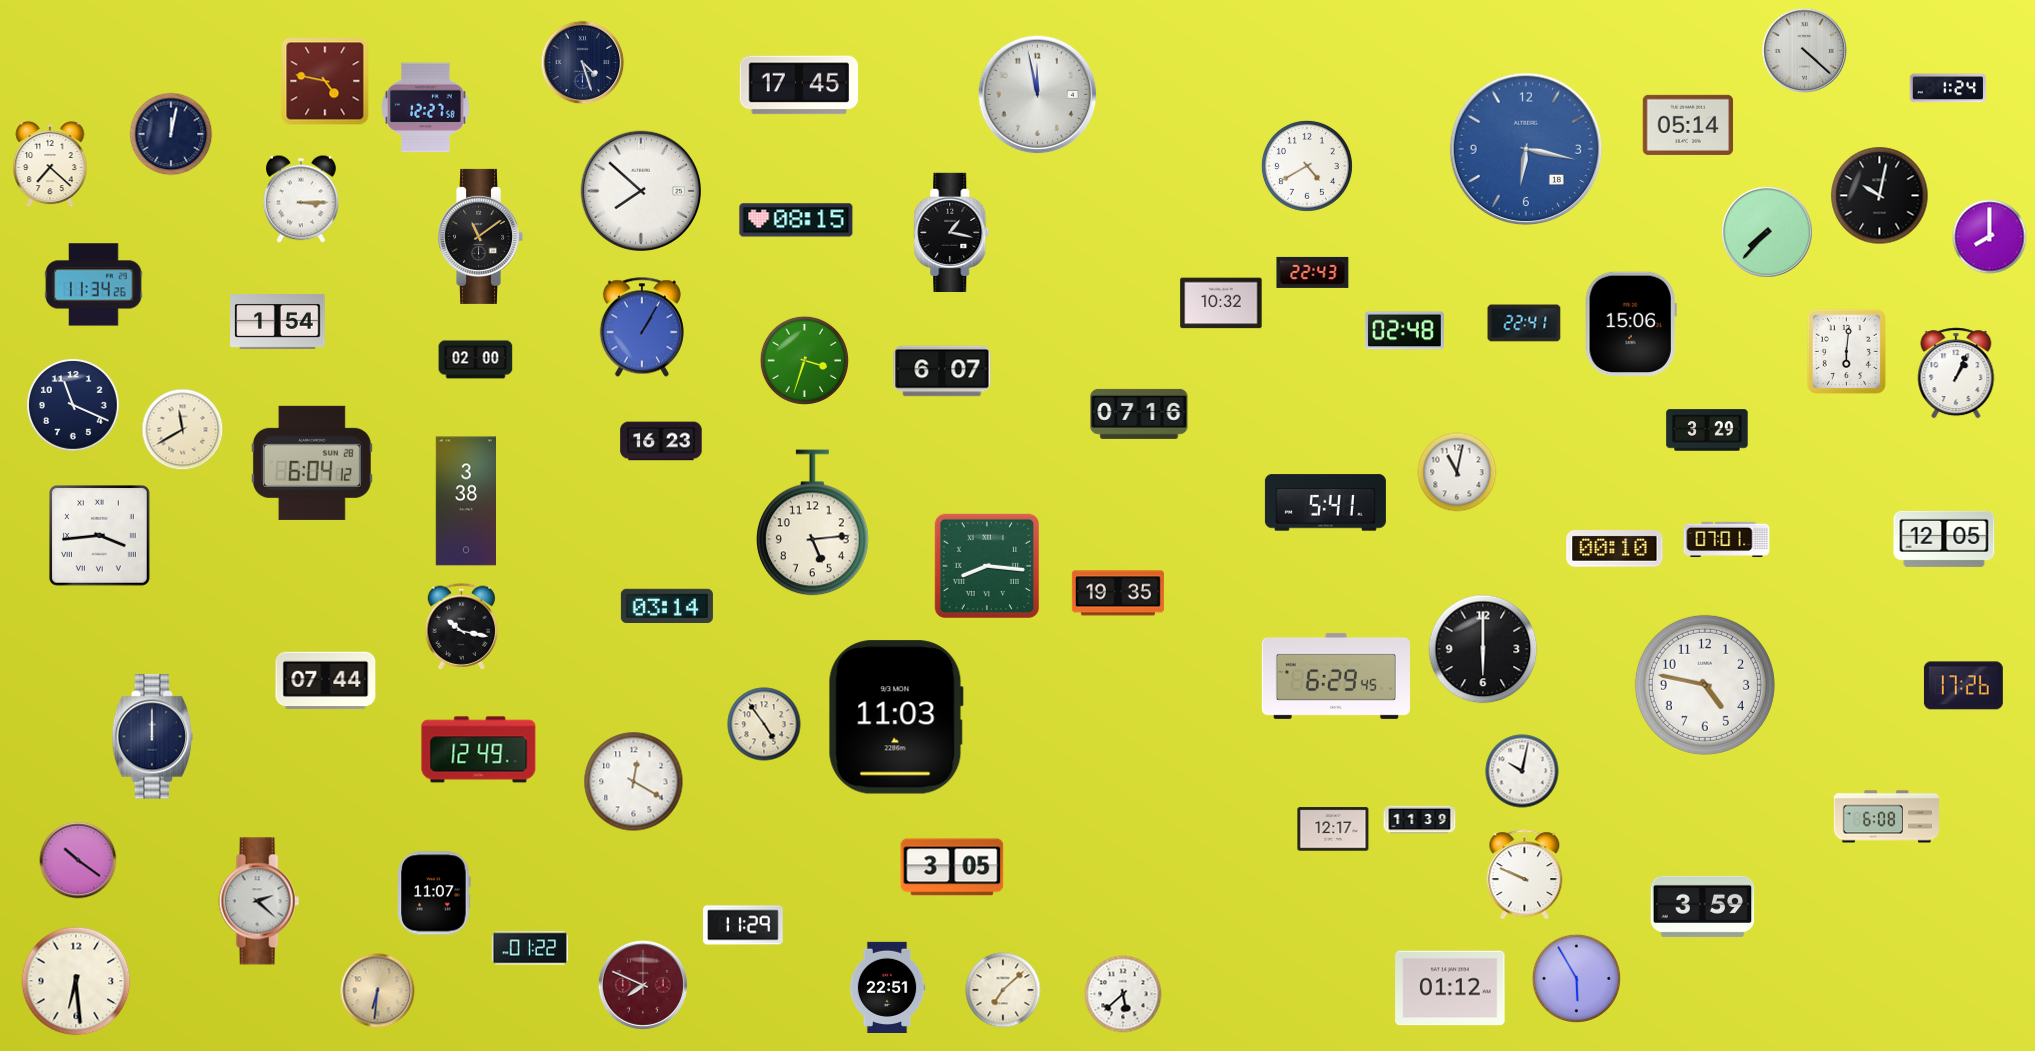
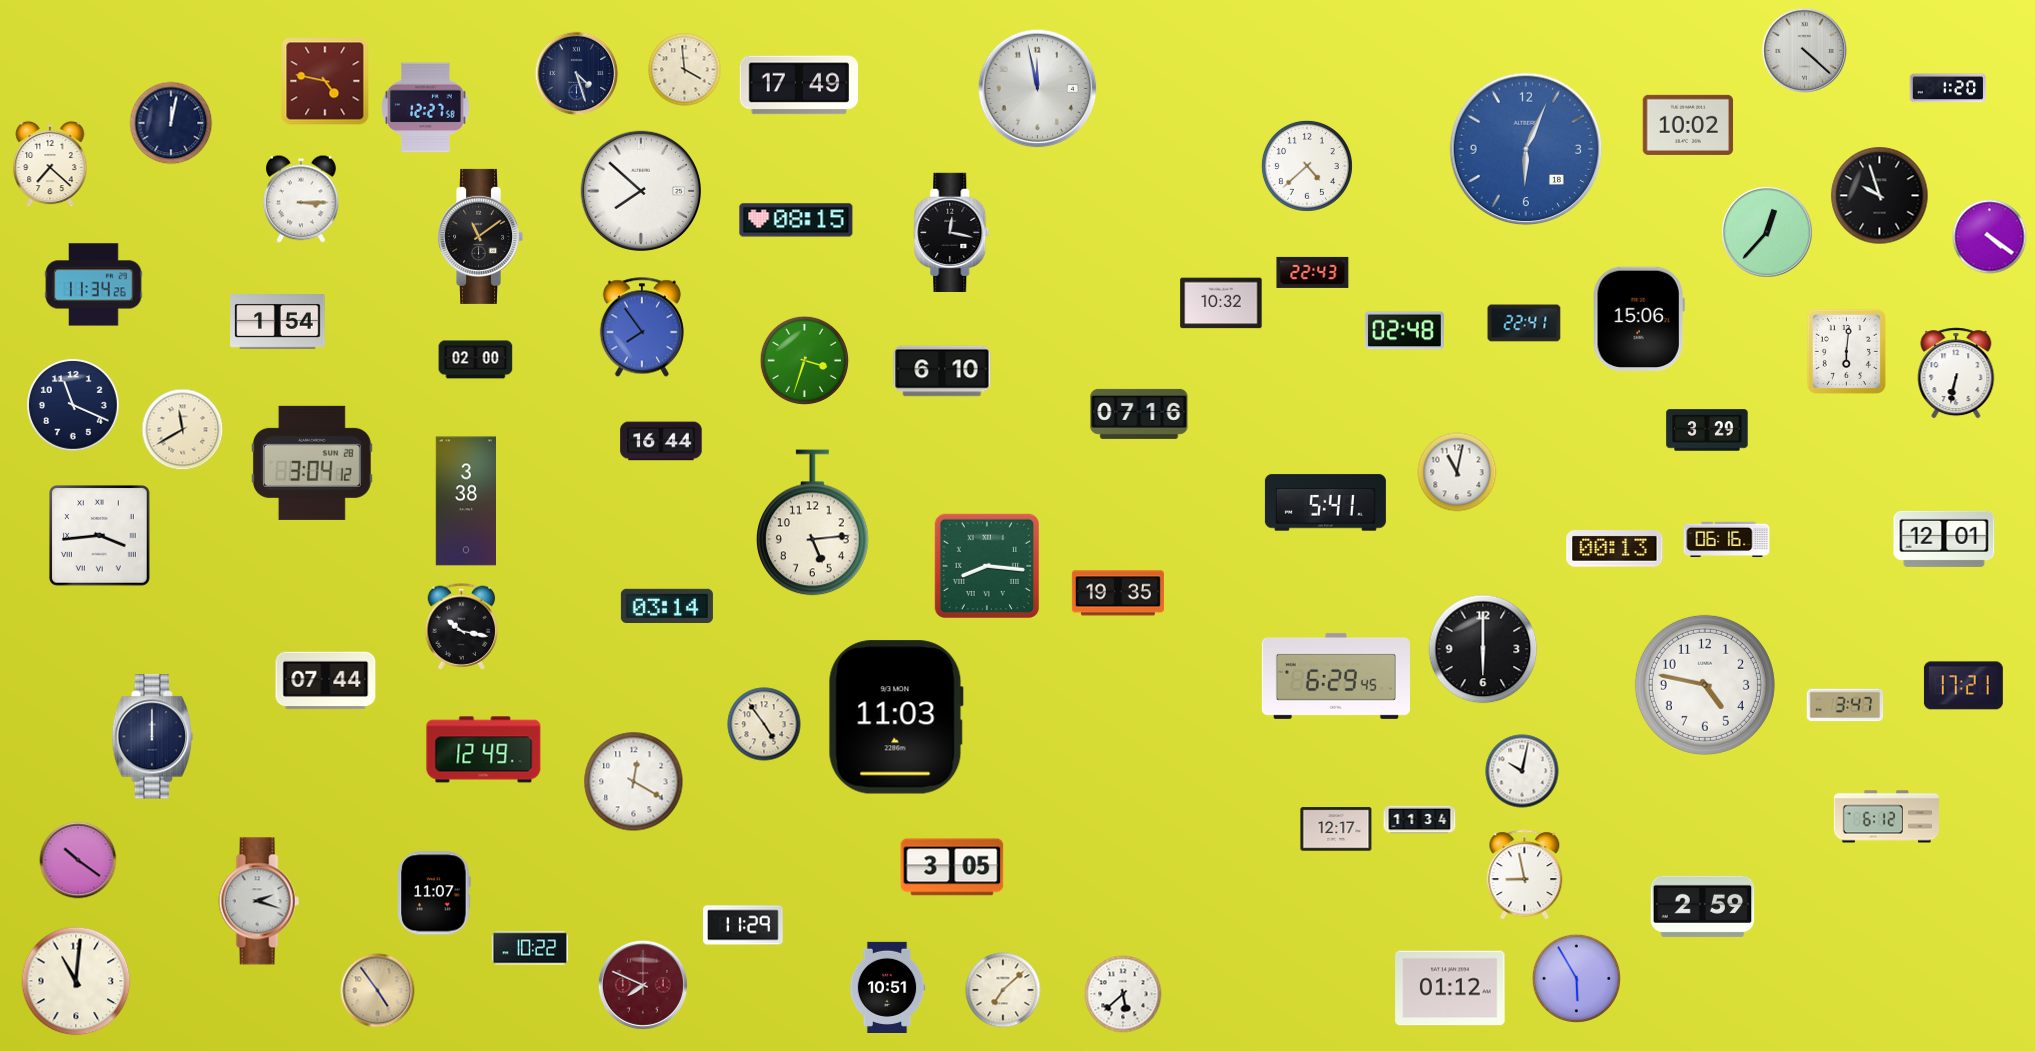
clock at (583, 63) position: (583, 63) -> (577, 74)
clock at (685, 70): none -> 3:59
clock at (799, 85): 17:45 -> 17:49
clock at (1948, 88): 1:24 -> 1:20
clock at (1038, 95) position: (1038, 95) -> (1038, 89)
clock at (1688, 125): 05:14 -> 10:02
clock at (171, 134) position: (171, 134) -> (171, 123)
clock at (1526, 149): 6:17 -> 6:04
clock at (1307, 166): 4:40 -> 4:38
clock at (1880, 196): 10:02 -> 9:57
clock at (952, 232): 1:17 -> 12:17
clock at (1767, 232): 7:37 -> 12:37
clock at (1990, 237): 8:00 -> 4:21
clock at (1631, 324) position: (1631, 324) -> (1639, 319)
clock at (642, 327): 1:05 -> 7:54
clock at (942, 371): 6:07 -> 6:10
clock at (1956, 373): 1:04 -> 6:32
clock at (661, 441): 16:23 -> 16:44
clock at (312, 463): 6:04 -> 3:04
clock at (1944, 539): 12:05 -> 12:01
clock at (1727, 540): 07:01 -> 06:16
clock at (1615, 549): 00:10 -> 00:13
clock at (1963, 686): 17:26 -> 17:21
clock at (1845, 705): none -> 3:47
clock at (479, 750) position: (479, 750) -> (484, 750)
clock at (1886, 817): 6:08 -> 6:12
clock at (1420, 820): 11:39 -> 11:34
clock at (1333, 829) position: (1333, 829) -> (1336, 829)
clock at (1525, 875): 9:49 -> 8:58
clock at (259, 901): 2:22 -> 2:18
clock at (1703, 906): 3:59 -> 2:59
clock at (530, 948): 01:22 -> 10:22
clock at (76, 981): 6:29 -> 11:01
clock at (887, 987): 22:51 -> 10:51
clock at (378, 991): 6:31 -> 4:54
